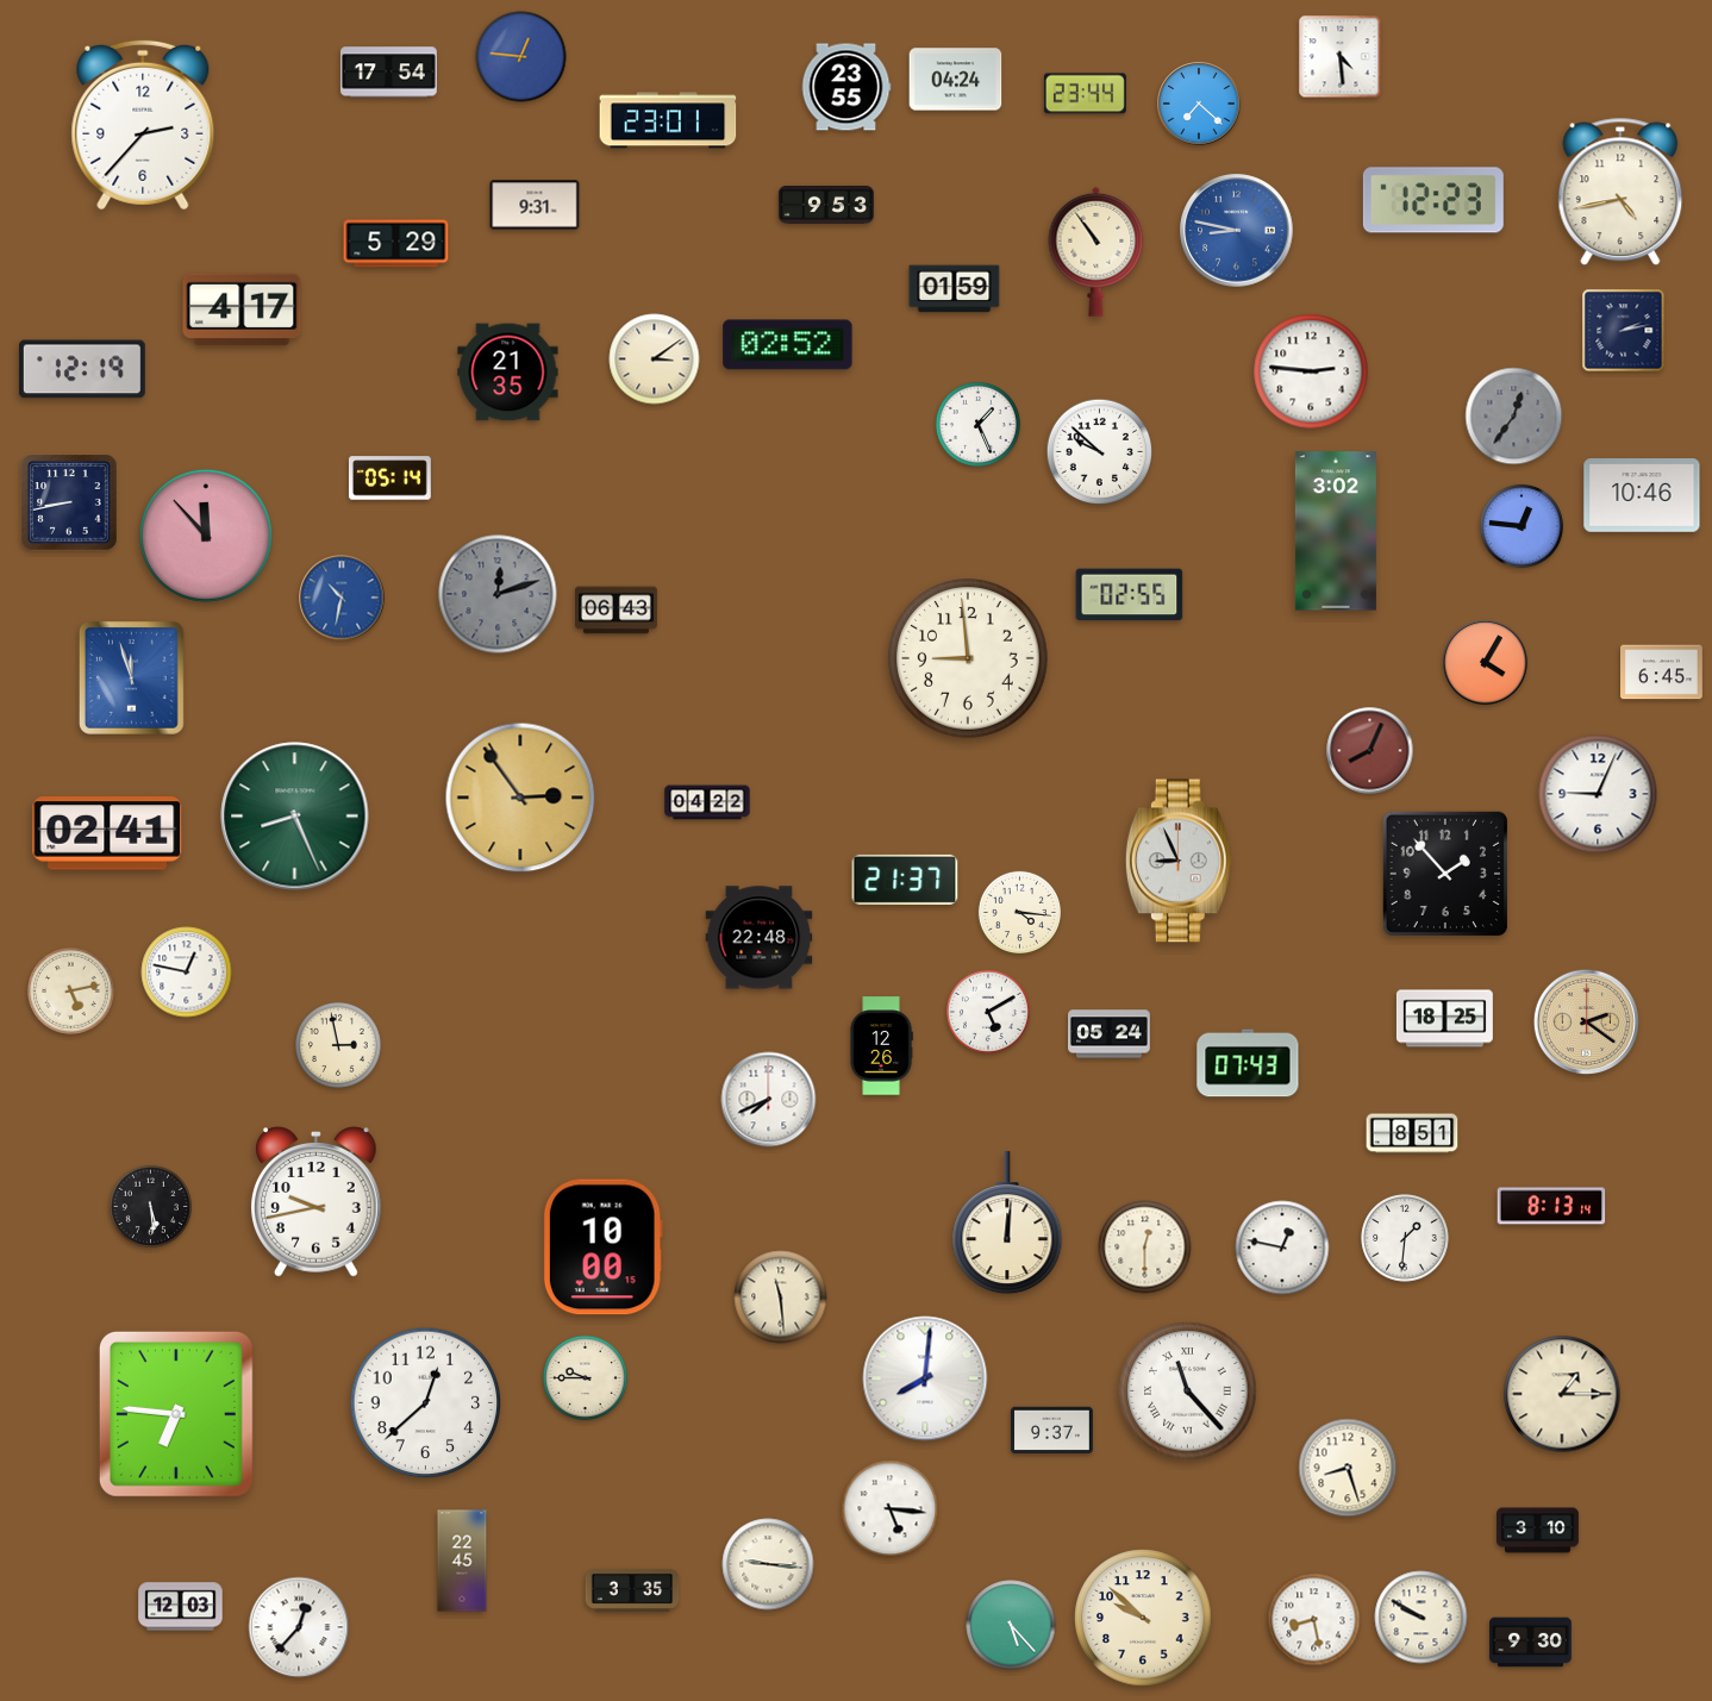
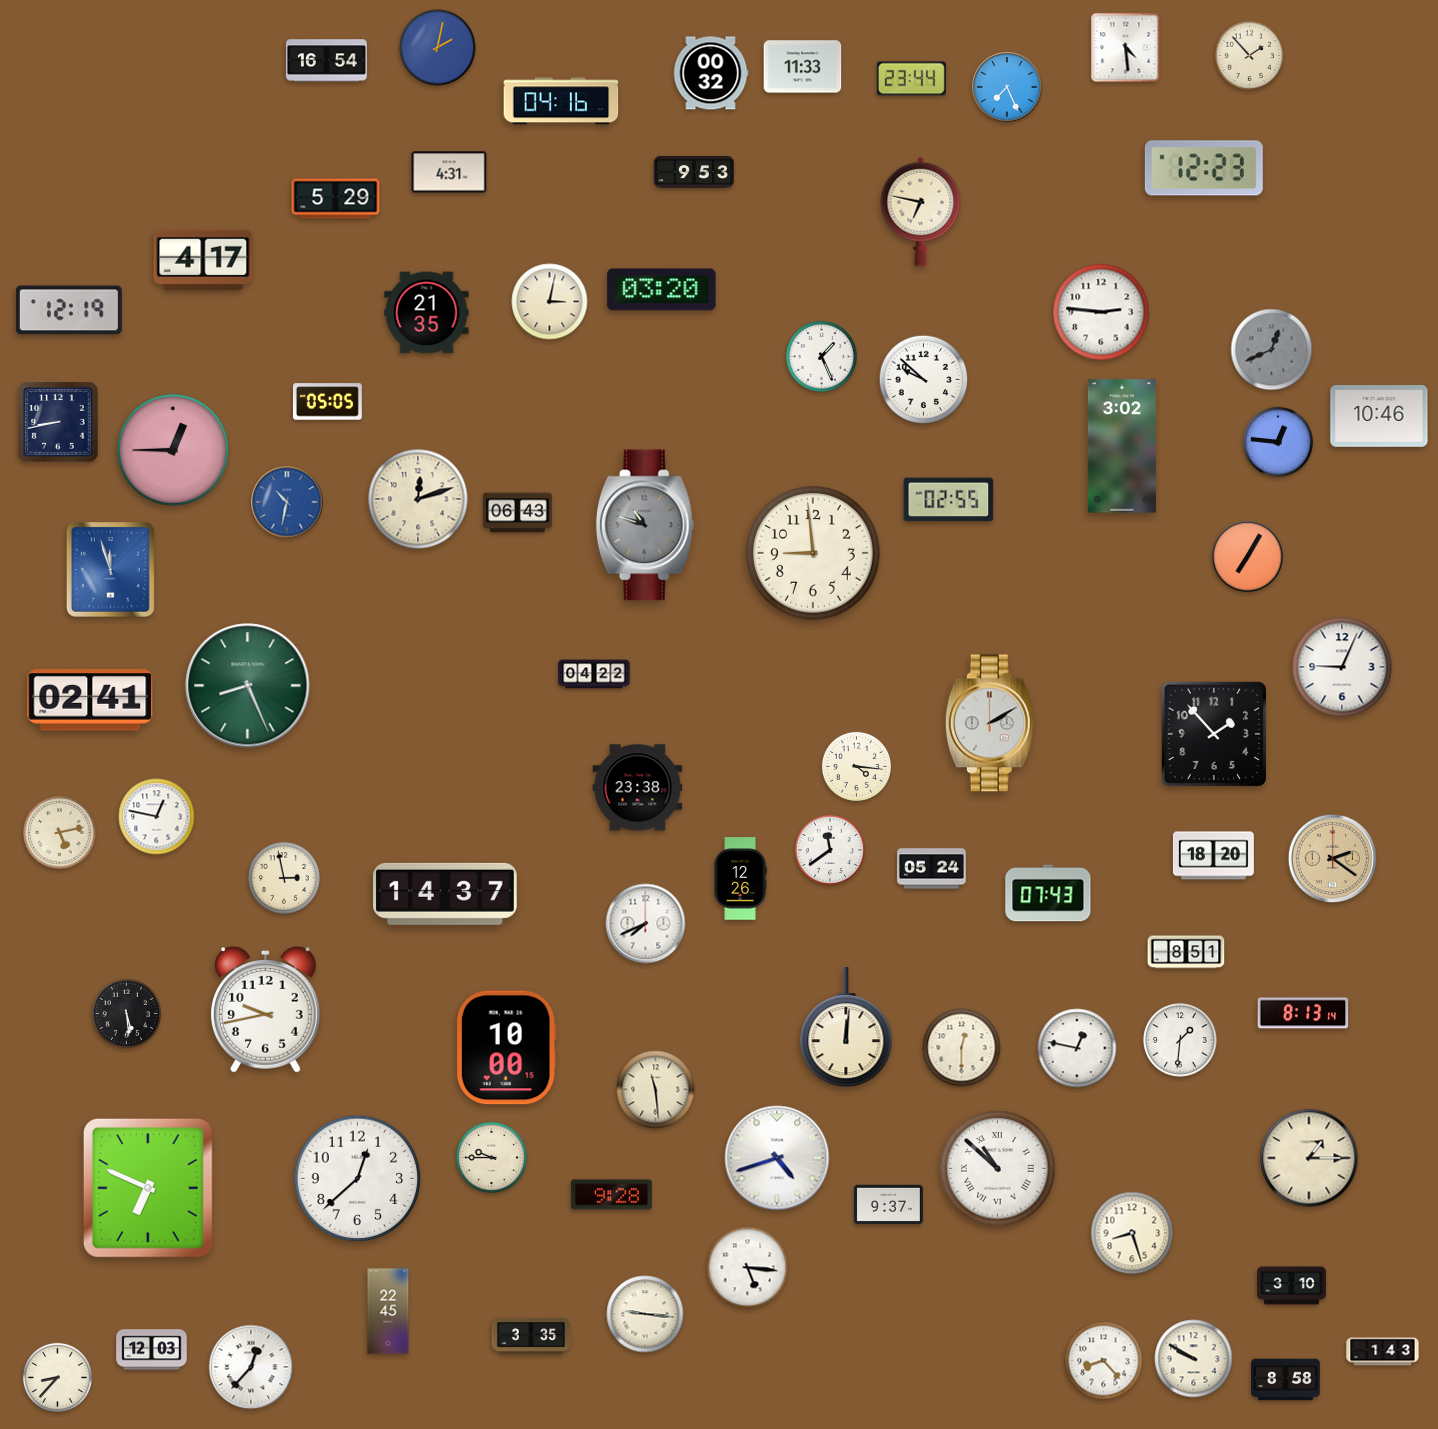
clock at (521, 57): 12:46 -> 2:02
clock at (1249, 55): none -> 1:53
clock at (388, 73): 17:54 -> 16:54
clock at (956, 80): 04:24 -> 11:33
clock at (846, 87): 23:55 -> 00:32
clock at (1199, 104): 7:22 -> 7:26
clock at (668, 120): 23:01 -> 04:16
clock at (143, 125): 2:37 -> none
clock at (1620, 192): 4:43 -> none
clock at (535, 205): 9:31 -> 4:31
clock at (1237, 231): 8:47 -> none
clock at (396, 244) position: (396, 244) -> (336, 199)
clock at (1096, 251): 10:54 -> 6:47
clock at (955, 289): 01:59 -> none
clock at (1624, 331): 2:13 -> none
clock at (788, 345): 02:52 -> 03:20
clock at (655, 359): 3:09 -> 3:02
clock at (1514, 417): 12:36 -> 12:41
clock at (389, 479): 05:14 -> 05:05
clock at (206, 536): 11:53 -> 12:45
clock at (498, 594) dial: grey -> cream
clock at (645, 525): none -> 10:48
clock at (1486, 663): 4:05 -> 7:05
clock at (1662, 673): 6:45 -> none
clock at (1370, 751): 8:04 -> none
clock at (520, 798): 2:54 -> none
clock at (1179, 861): 8:56 -> 2:10
clock at (905, 880): 21:37 -> none
clock at (760, 938): 22:48 -> 23:38
clock at (988, 1012): 5:10 -> 11:39
clock at (1444, 1019): 18:25 -> 18:20
clock at (446, 894): none -> 14:37
clock at (925, 1378): 8:01 -> 4:42
clock at (1188, 1392): 11:23 -> 10:52
clock at (1562, 1394) position: (1562, 1394) -> (1309, 1158)
clock at (176, 1414): 6:46 -> 6:49
clock at (611, 1195): none -> 9:28
clock at (1052, 1431) position: (1052, 1431) -> (889, 1205)
clock at (1383, 1352): none -> 1:43
clock at (1143, 1618): 9:52 -> none
clock at (1314, 1620): 8:28 -> 8:23
clock at (1011, 1625): 5:23 -> none
clock at (57, 1377): none -> 8:37
clock at (1531, 1643): 9:30 -> 8:58
